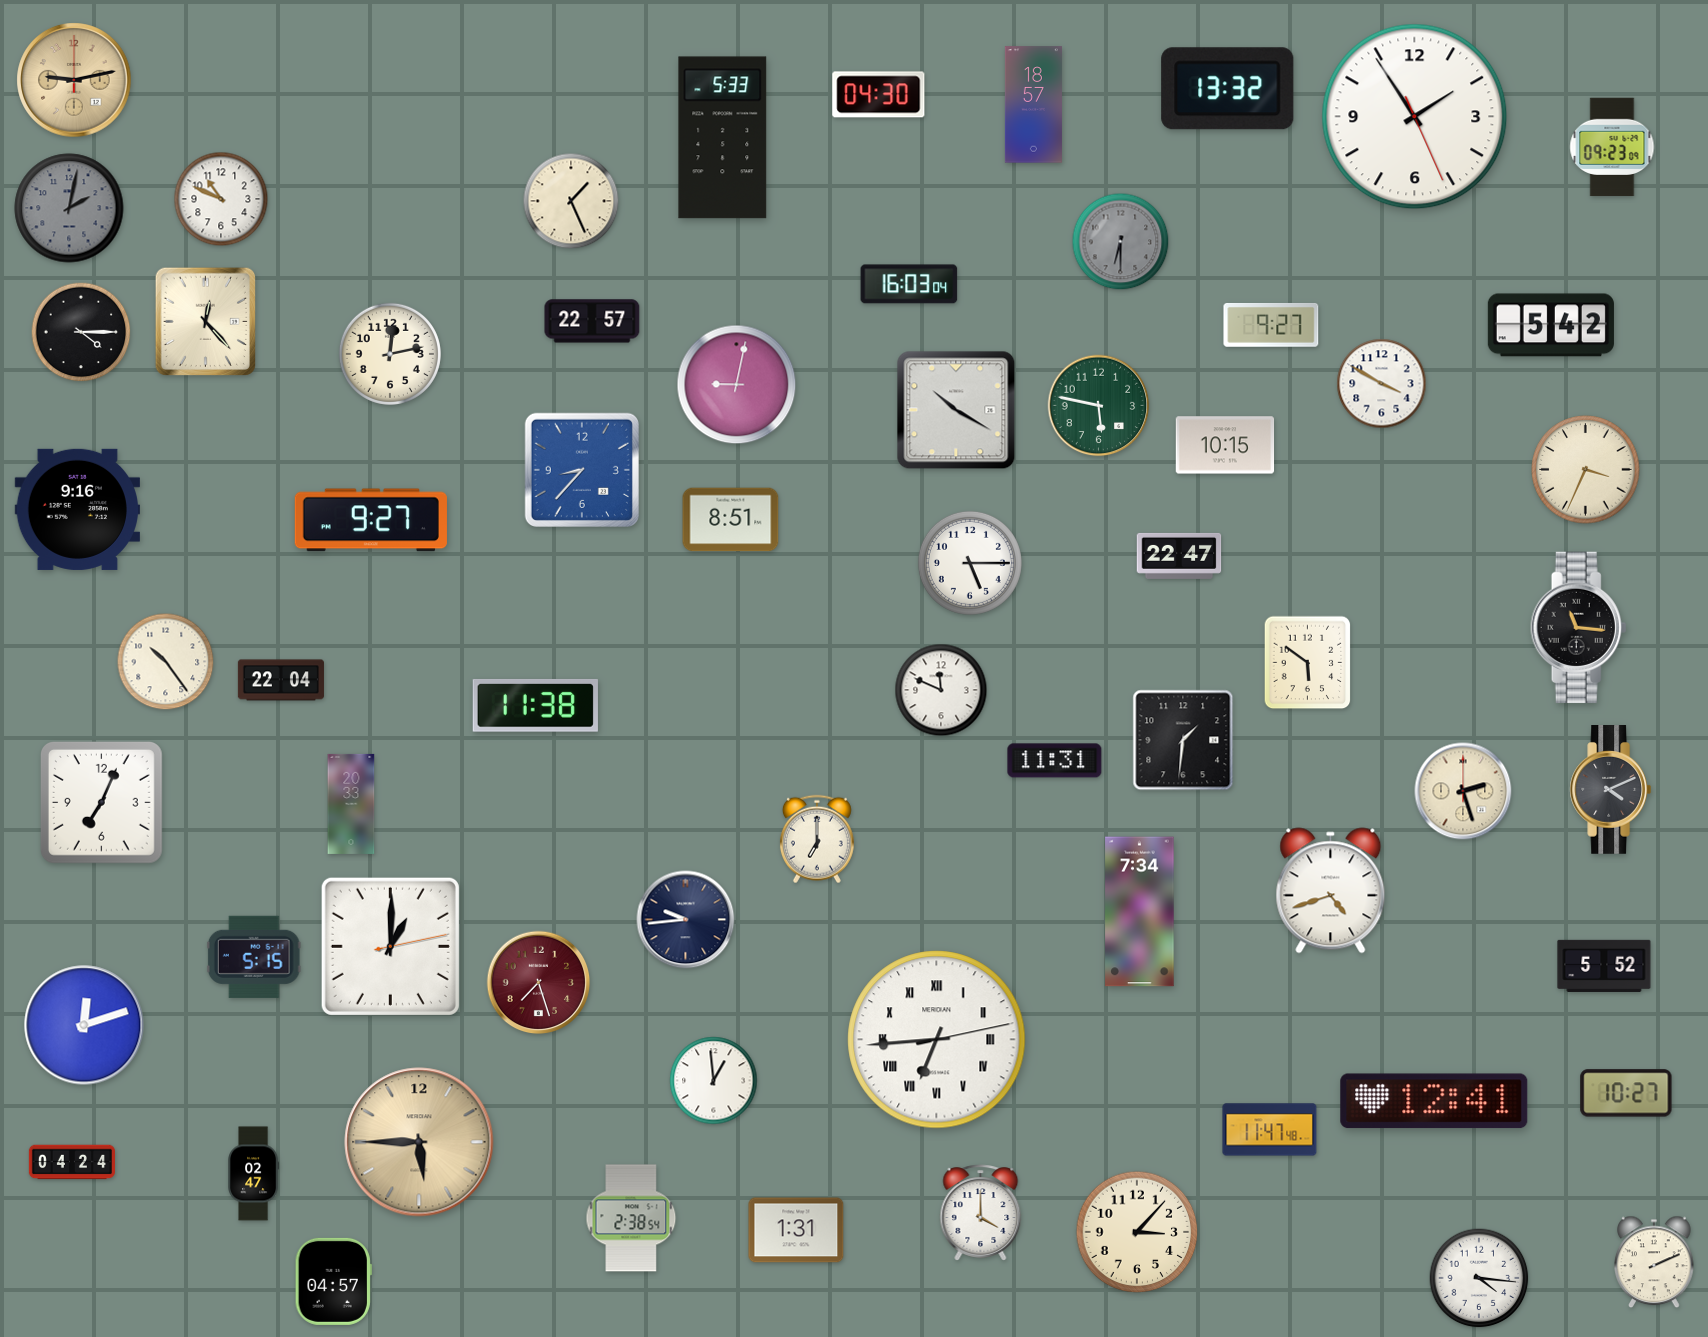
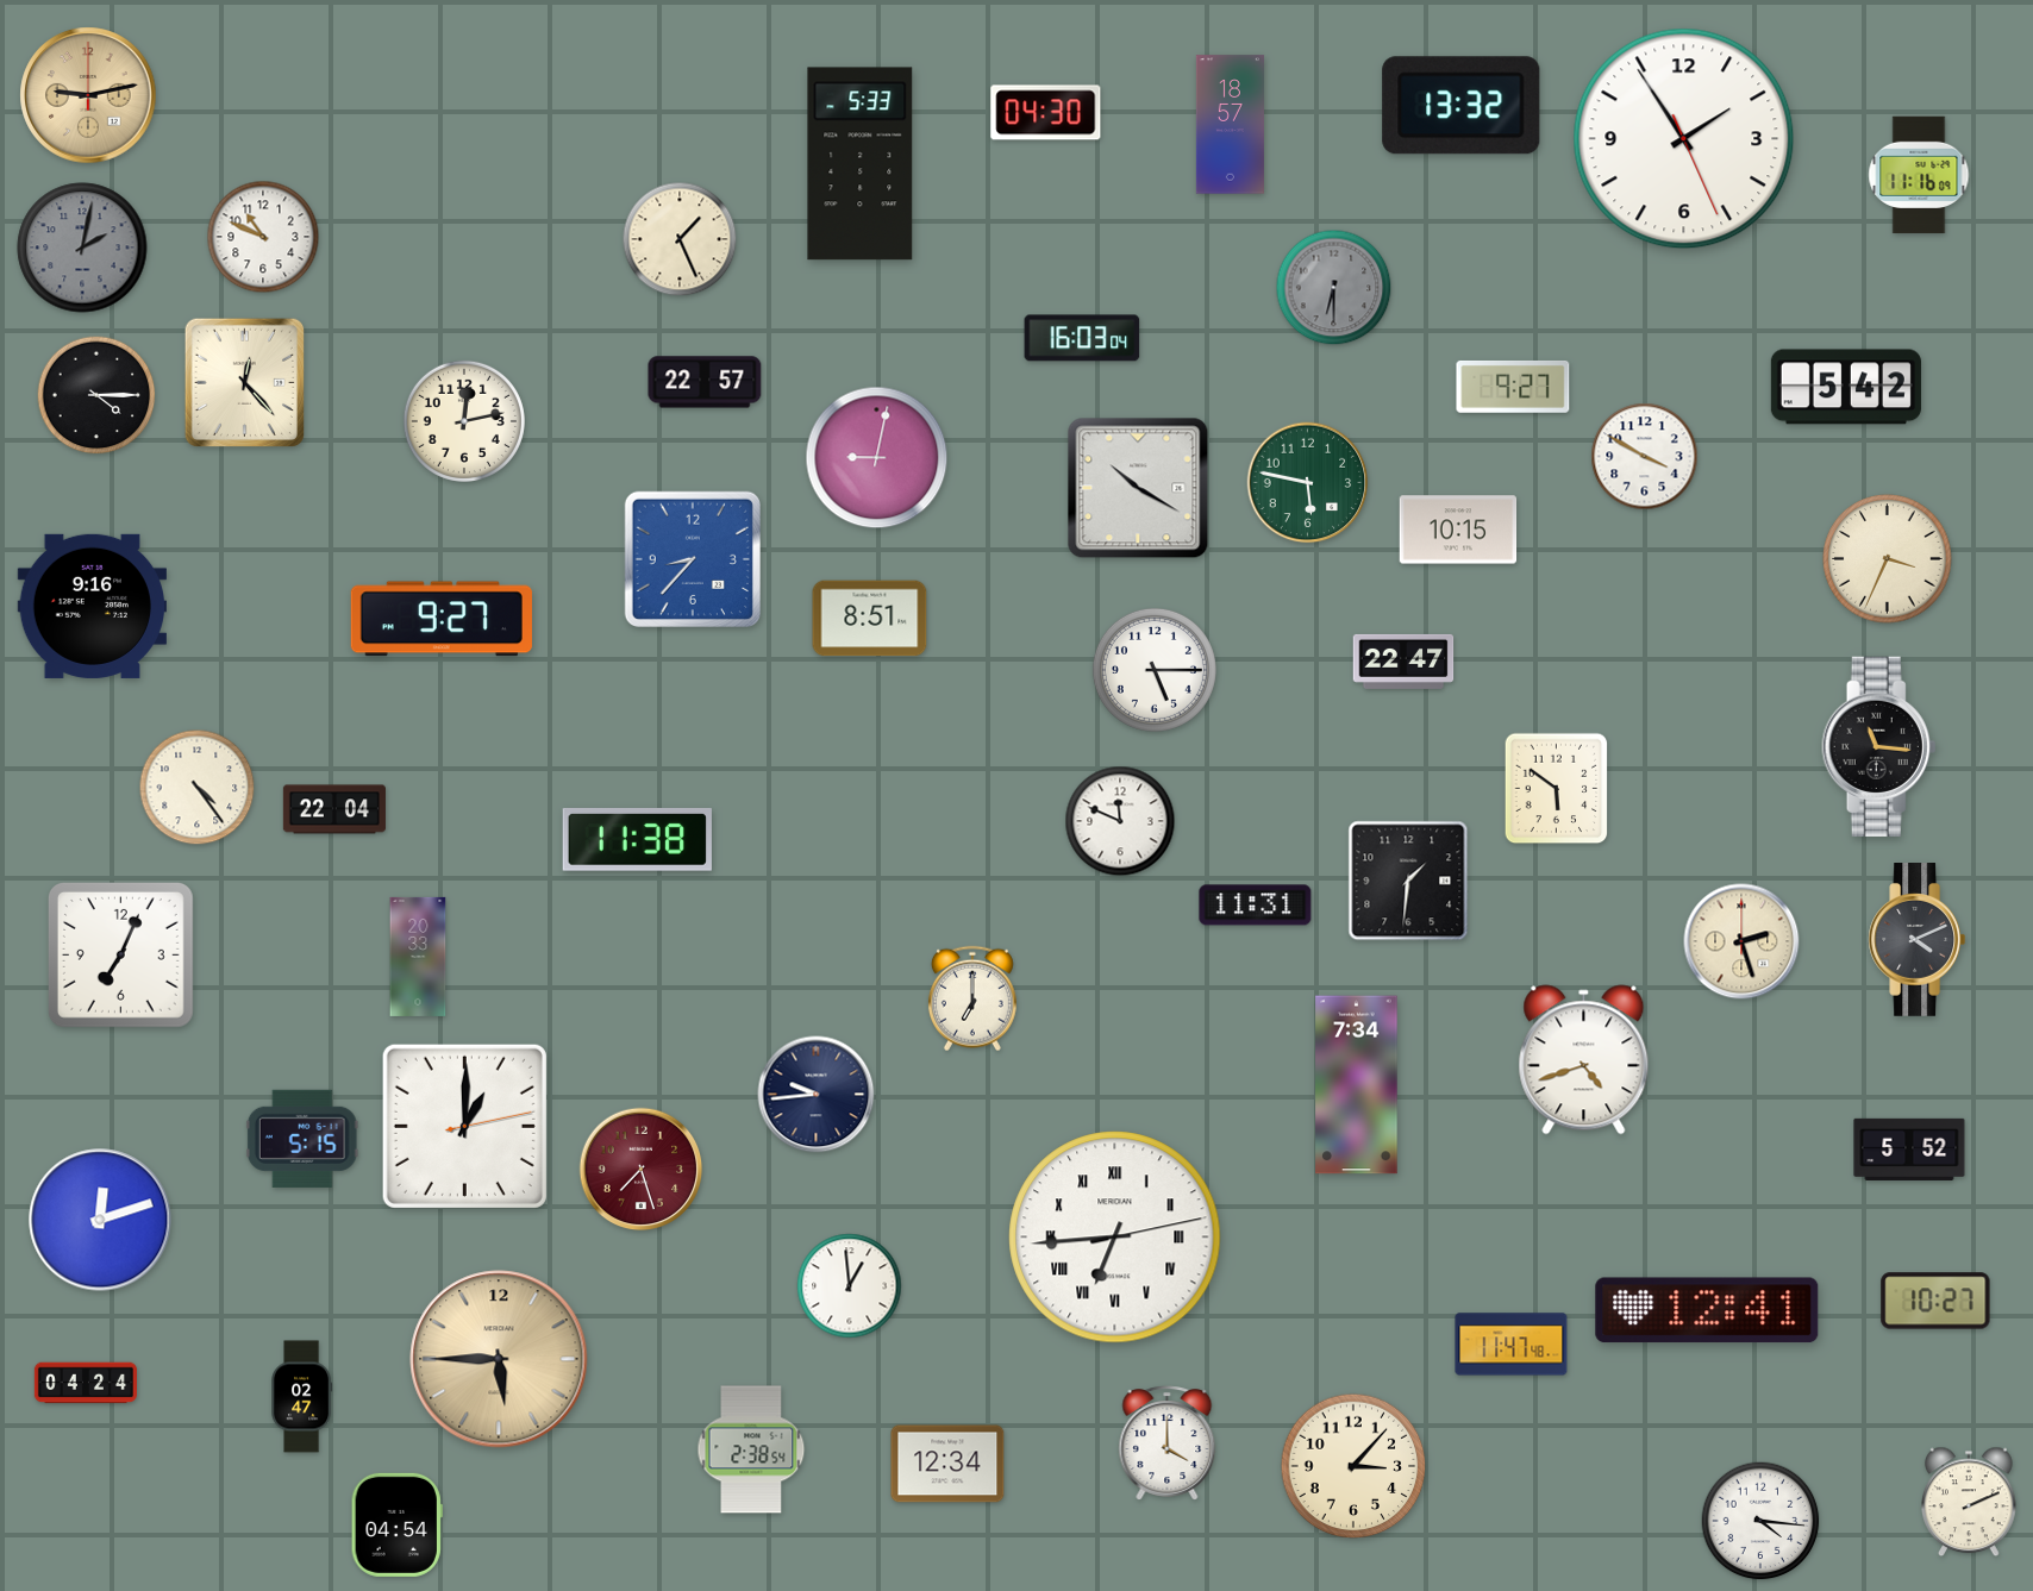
clock at (1612, 147): 09:23 -> 11:16
clock at (166, 662): 10:24 -> 4:24
clock at (796, 1230): 1:31 -> 12:34
clock at (333, 1281): 04:57 -> 04:54
